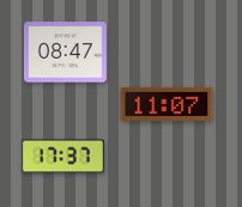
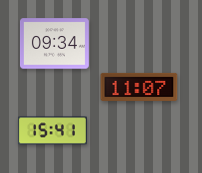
clock at (65, 53): 08:47 -> 09:34
clock at (62, 157): 17:37 -> 15:41
